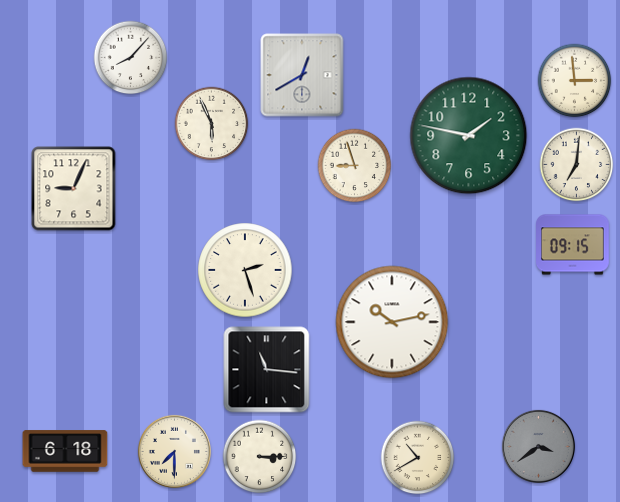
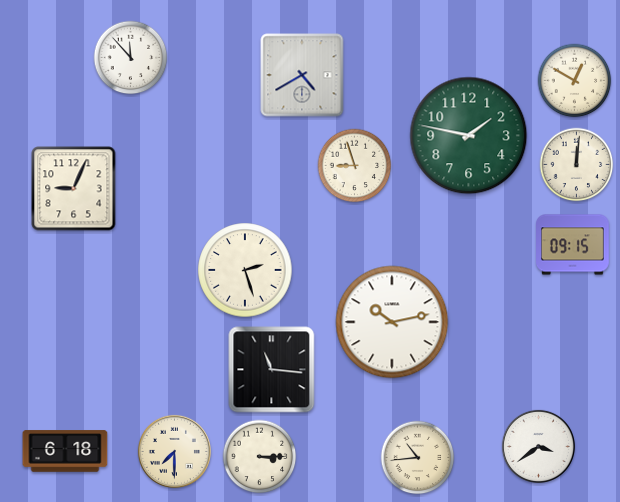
clock at (131, 58): 8:07 -> 11:53
clock at (302, 75): 12:40 -> 4:40
clock at (575, 81): 2:59 -> 12:50
clock at (212, 124): 5:56 -> none
clock at (577, 165): 7:01 -> 12:01
clock at (267, 370) position: (267, 370) -> (272, 370)
clock at (538, 446) dial: grey -> white
clock at (418, 458): 10:40 -> 10:44
